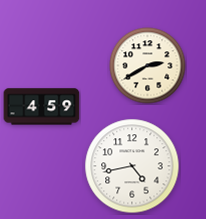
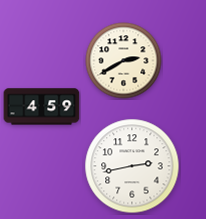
clock at (148, 66) position: (148, 66) -> (124, 61)
clock at (132, 166): 4:43 -> 2:43
